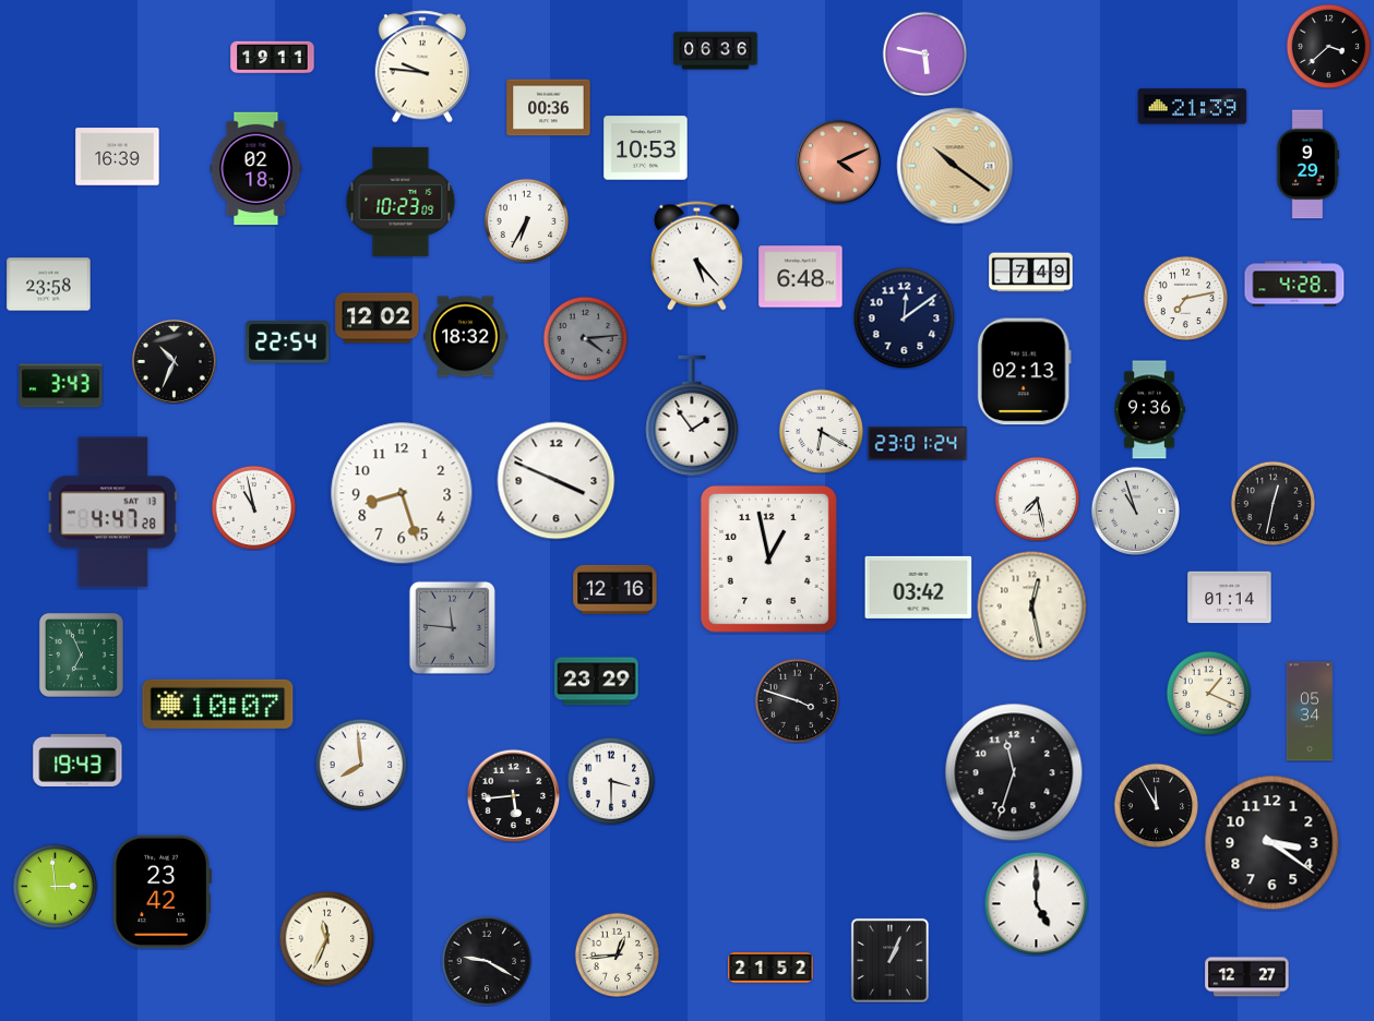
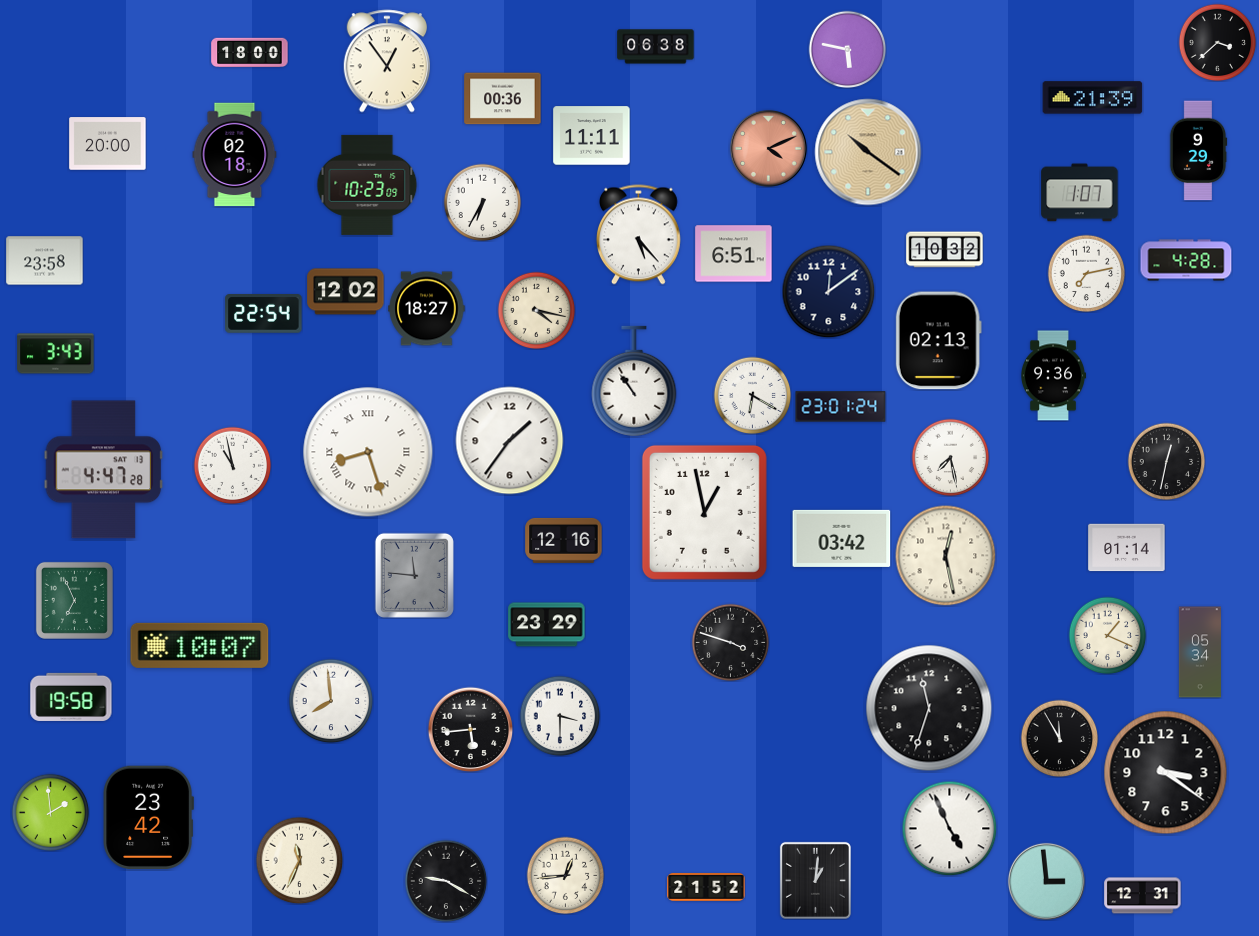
clock at (716, 51): 06:36 -> 06:38
clock at (273, 58): 19:11 -> 18:00
clock at (421, 67): 9:46 -> 12:54
clock at (646, 148): 10:53 -> 11:11
clock at (118, 157): 16:39 -> 20:00
clock at (955, 166) position: (955, 166) -> (868, 152)
clock at (1080, 193): none -> 1:07
clock at (1031, 273): 7:49 -> 10:32
clock at (801, 277): 6:48 -> 6:51
clock at (466, 337): 18:32 -> 18:27
clock at (585, 338): 4:14 -> 4:17
clock at (585, 338) dial: grey -> cream
clock at (174, 361): 10:34 -> none
clock at (692, 416): 1:54 -> 10:54
clock at (557, 481): 3:49 -> 1:36
clock at (402, 493) numerals: Arabic -> Roman
clock at (1135, 510): 10:57 -> none
clock at (77, 760): 19:43 -> 19:58
clock at (55, 886): 2:59 -> 1:59
clock at (1036, 903): 5:00 -> 4:56
clock at (889, 960): 1:04 -> 1:01
clock at (1046, 881): none -> 2:59
clock at (1247, 977): 12:27 -> 12:31
